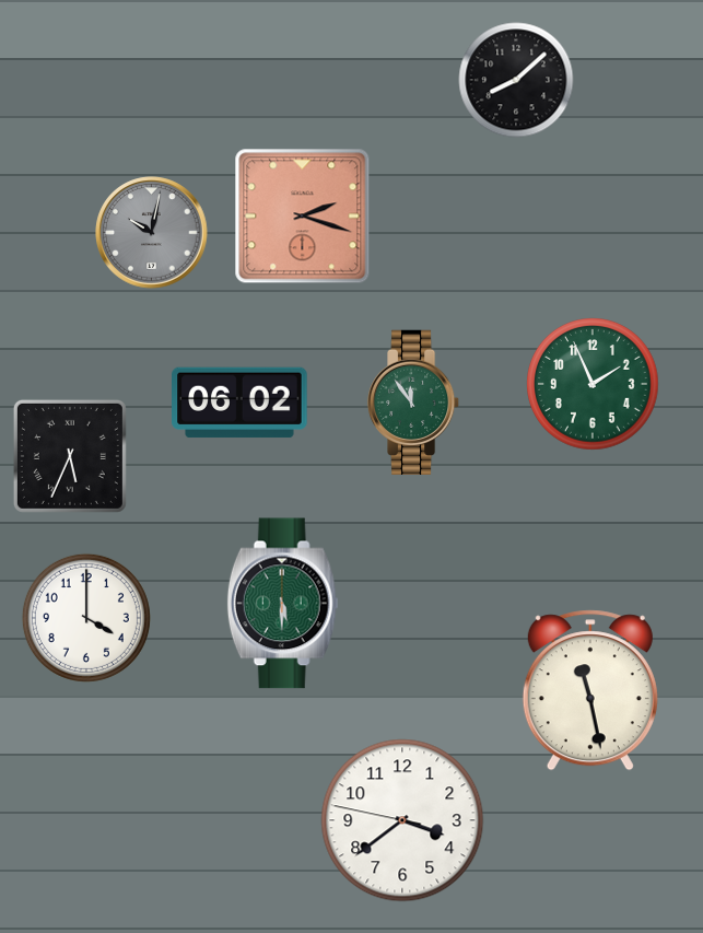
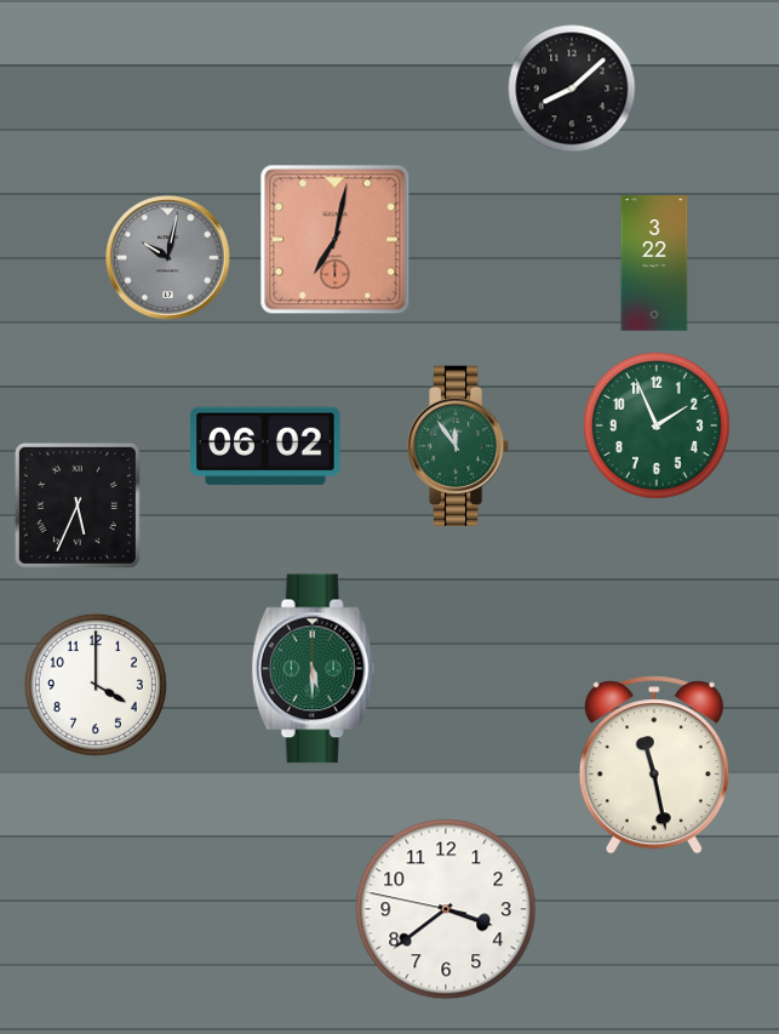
clock at (303, 217): 2:18 -> 7:02
clock at (654, 263): none -> 3:22
